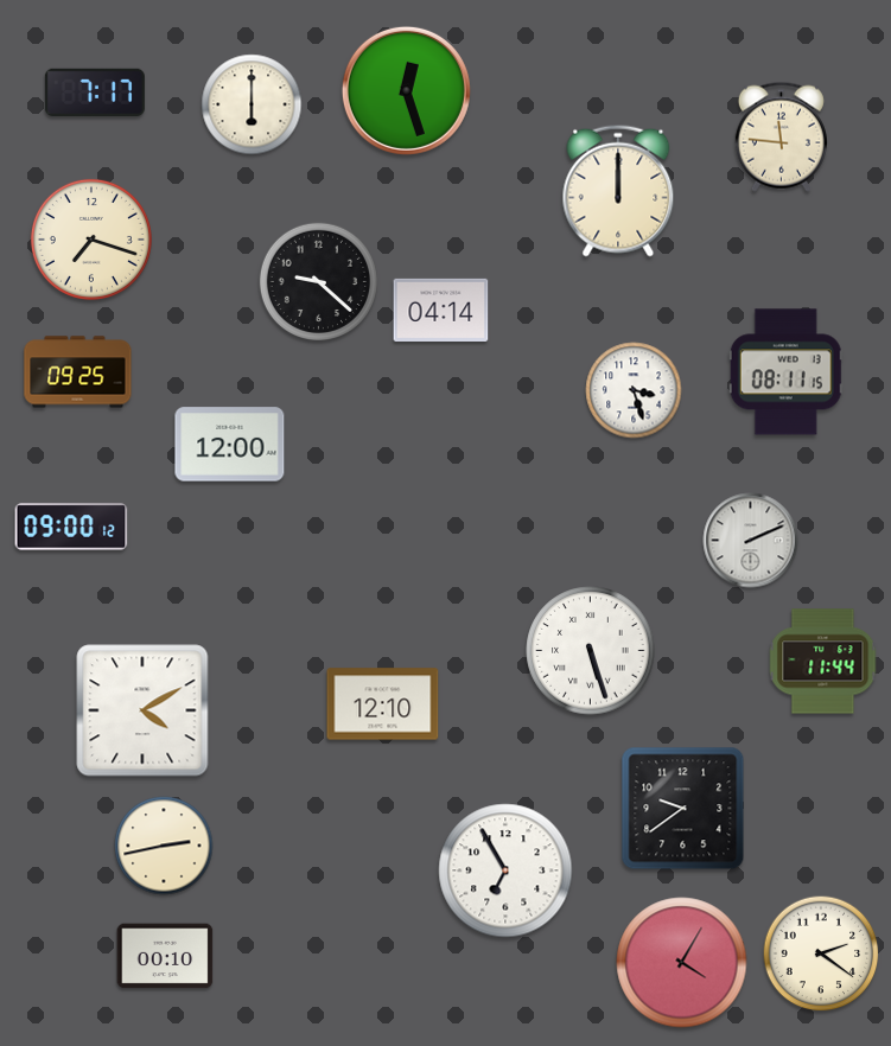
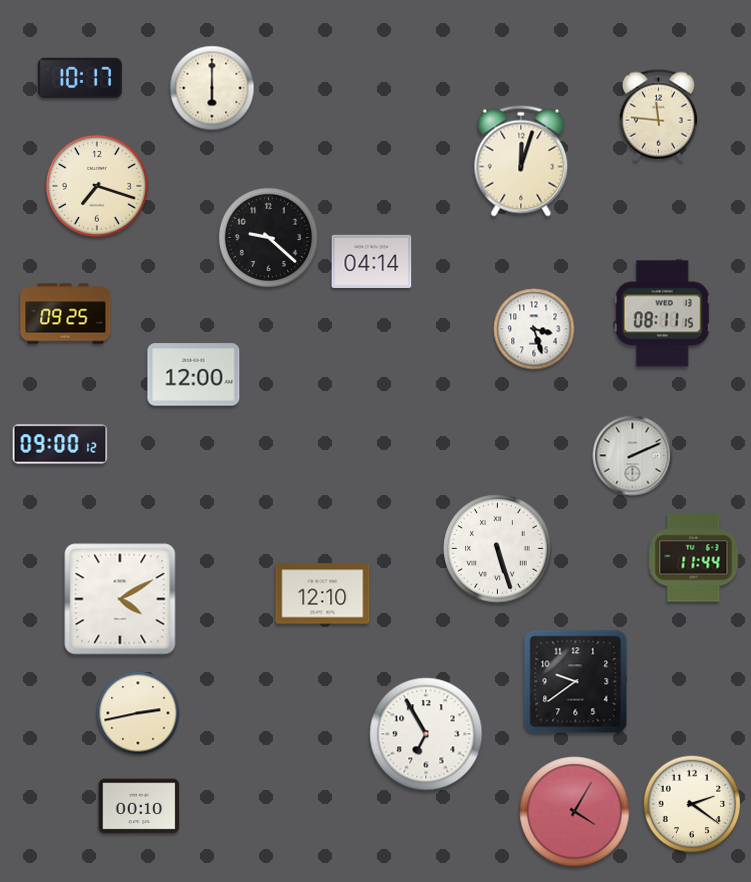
clock at (406, 90): 12:27 -> none
clock at (95, 91): 7:17 -> 10:17
clock at (618, 191): 12:00 -> 12:03
clock at (91, 240) position: (91, 240) -> (97, 186)
